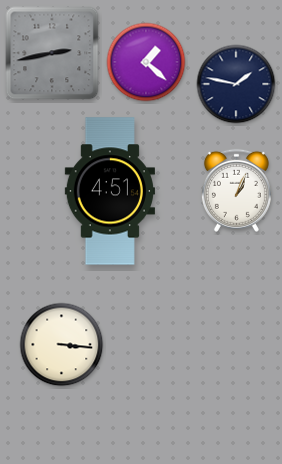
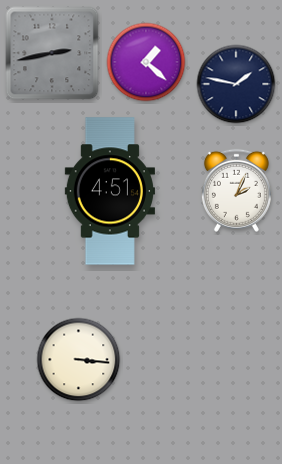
clock at (236, 190): 1:04 -> 2:04
clock at (62, 345) position: (62, 345) -> (79, 360)
